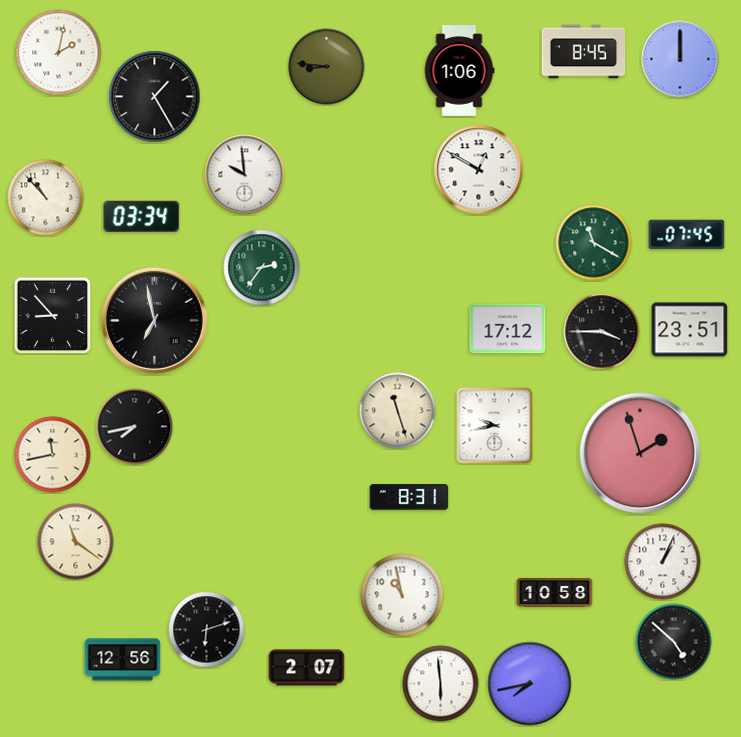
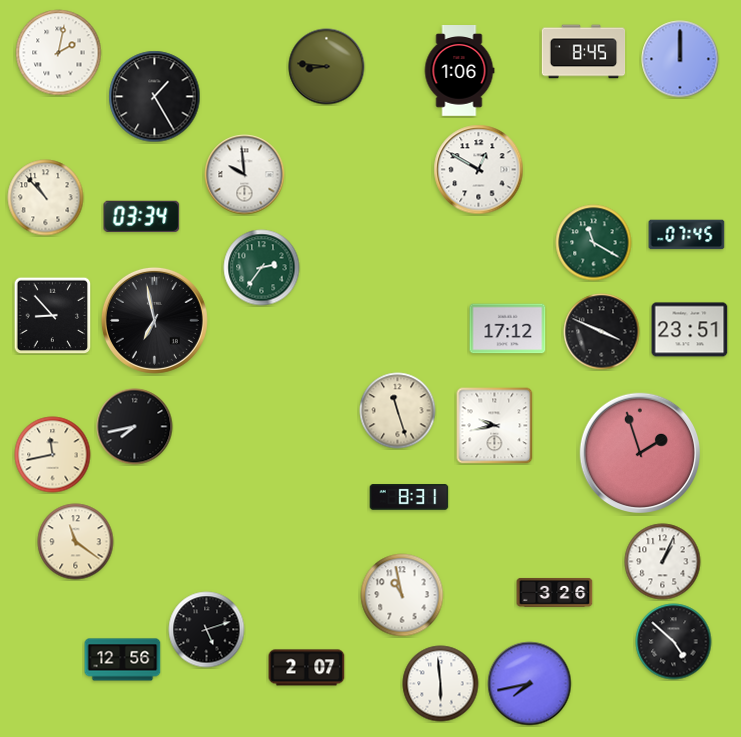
clock at (602, 332): 3:45 -> 3:49
clock at (555, 592): 10:58 -> 3:26
clock at (207, 630): 6:12 -> 5:12
